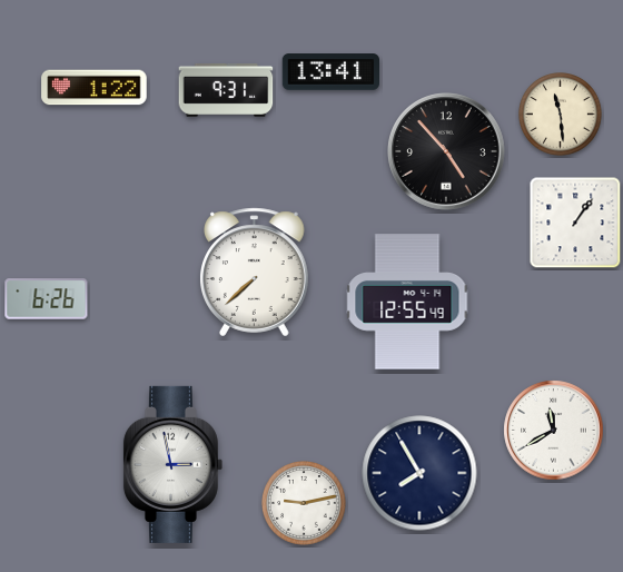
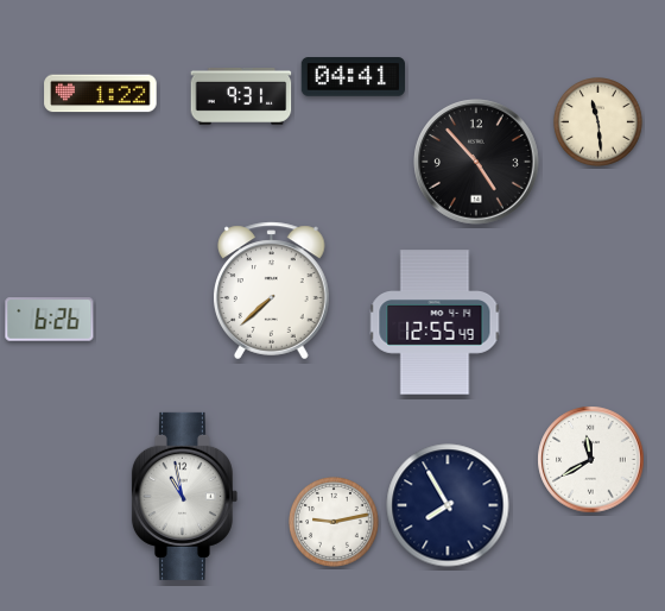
clock at (330, 72): 13:41 -> 04:41
clock at (575, 223): 1:06 -> none
clock at (172, 464): 2:58 -> 10:58
clock at (305, 504) position: (305, 504) -> (335, 523)
